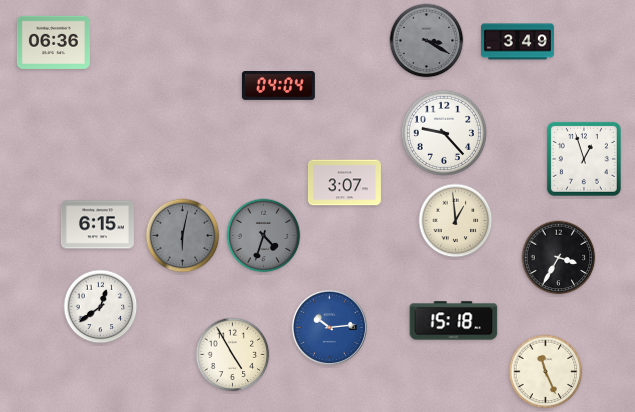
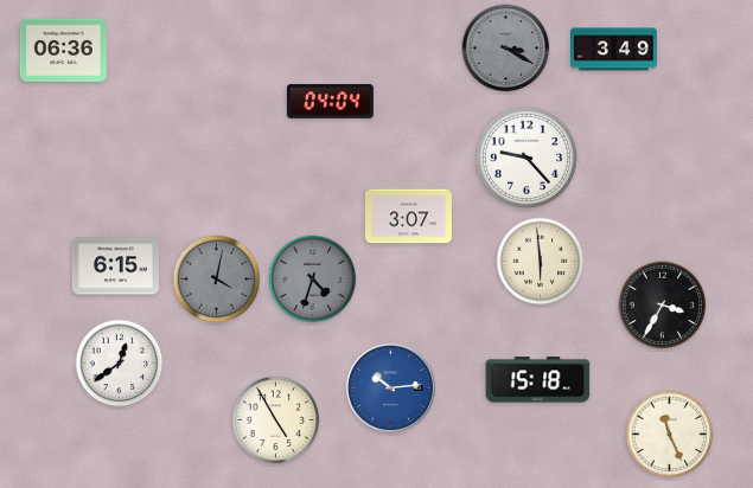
clock at (584, 159): 12:57 -> none
clock at (456, 221): 12:59 -> 5:59
clock at (183, 236): 6:02 -> 4:02
clock at (546, 372) position: (546, 372) -> (670, 435)
